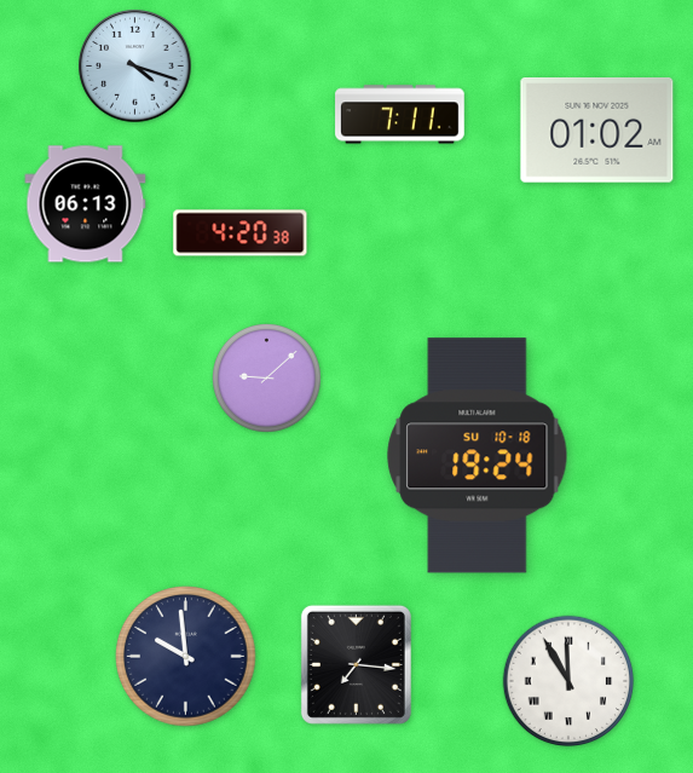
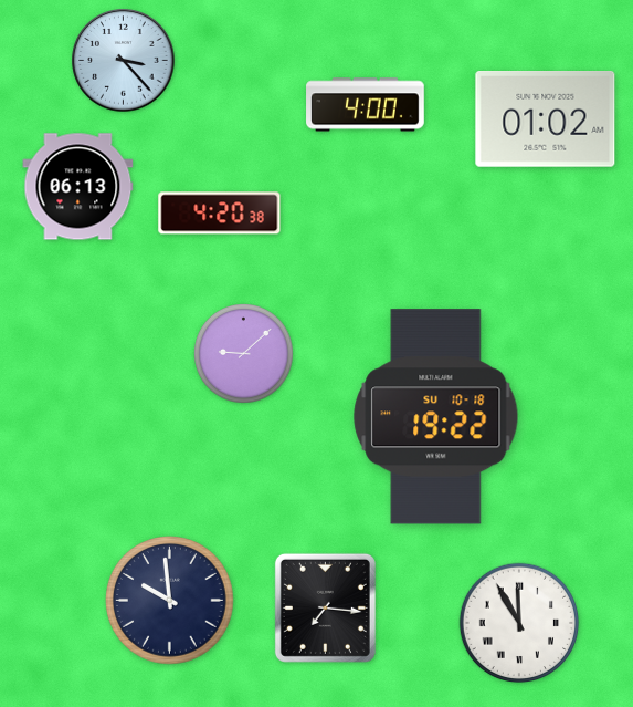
clock at (135, 67): 4:18 -> 3:23
clock at (400, 115): 7:11 -> 4:00
clock at (267, 379) position: (267, 379) -> (244, 354)
clock at (478, 456): 19:24 -> 19:22
